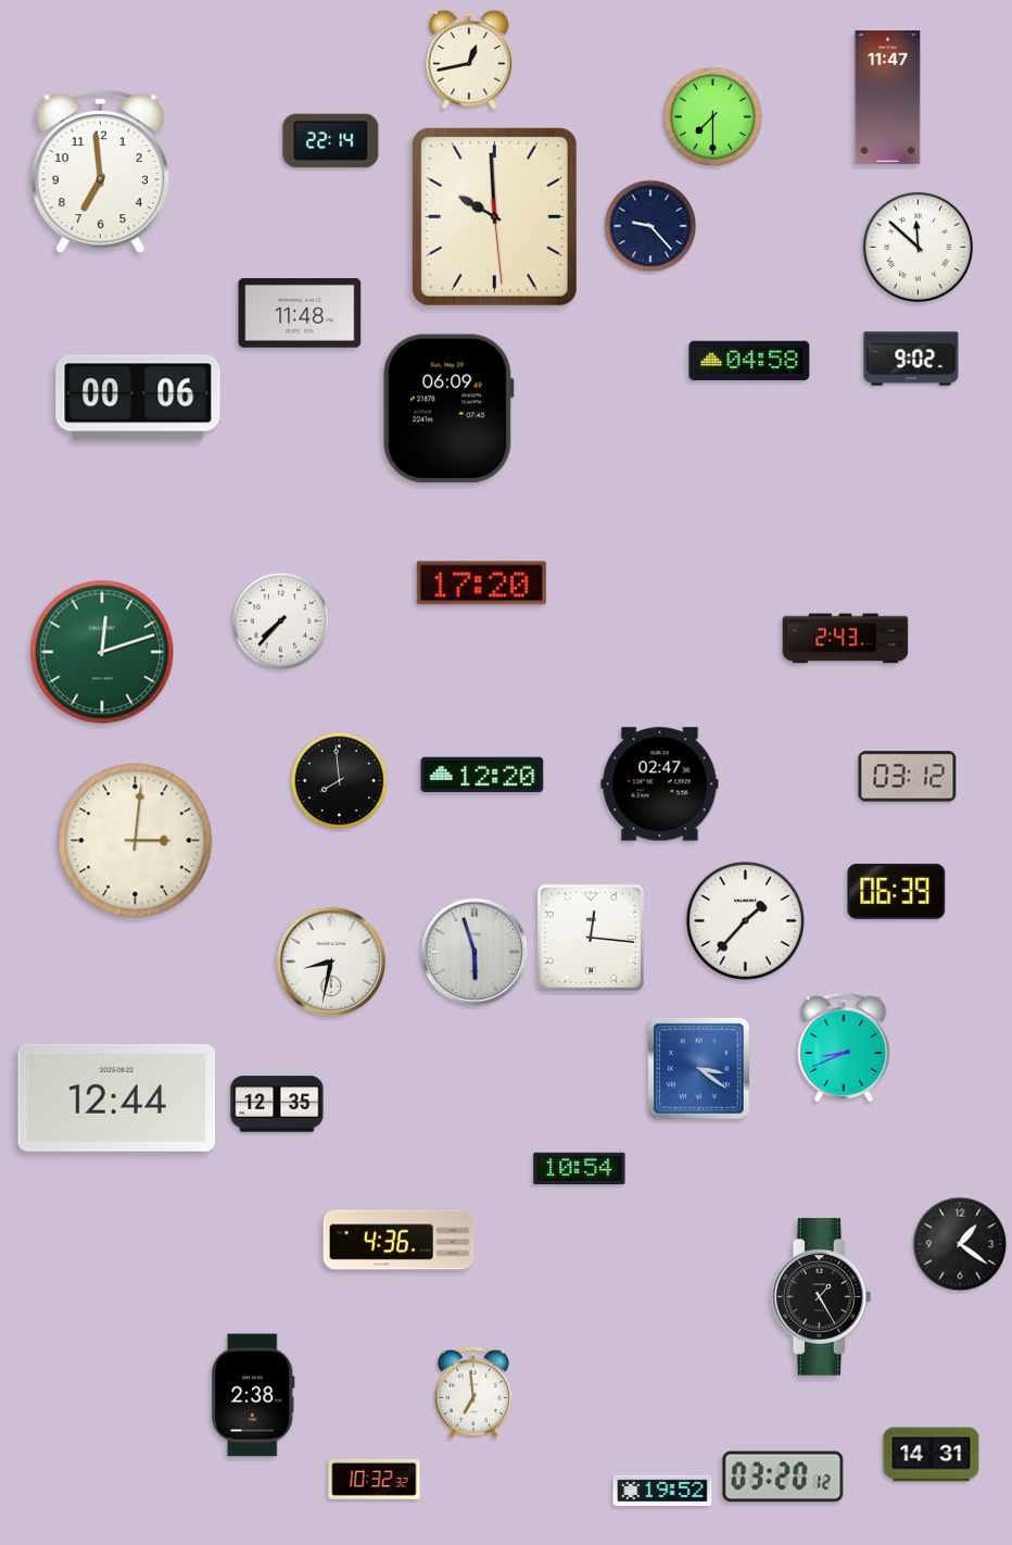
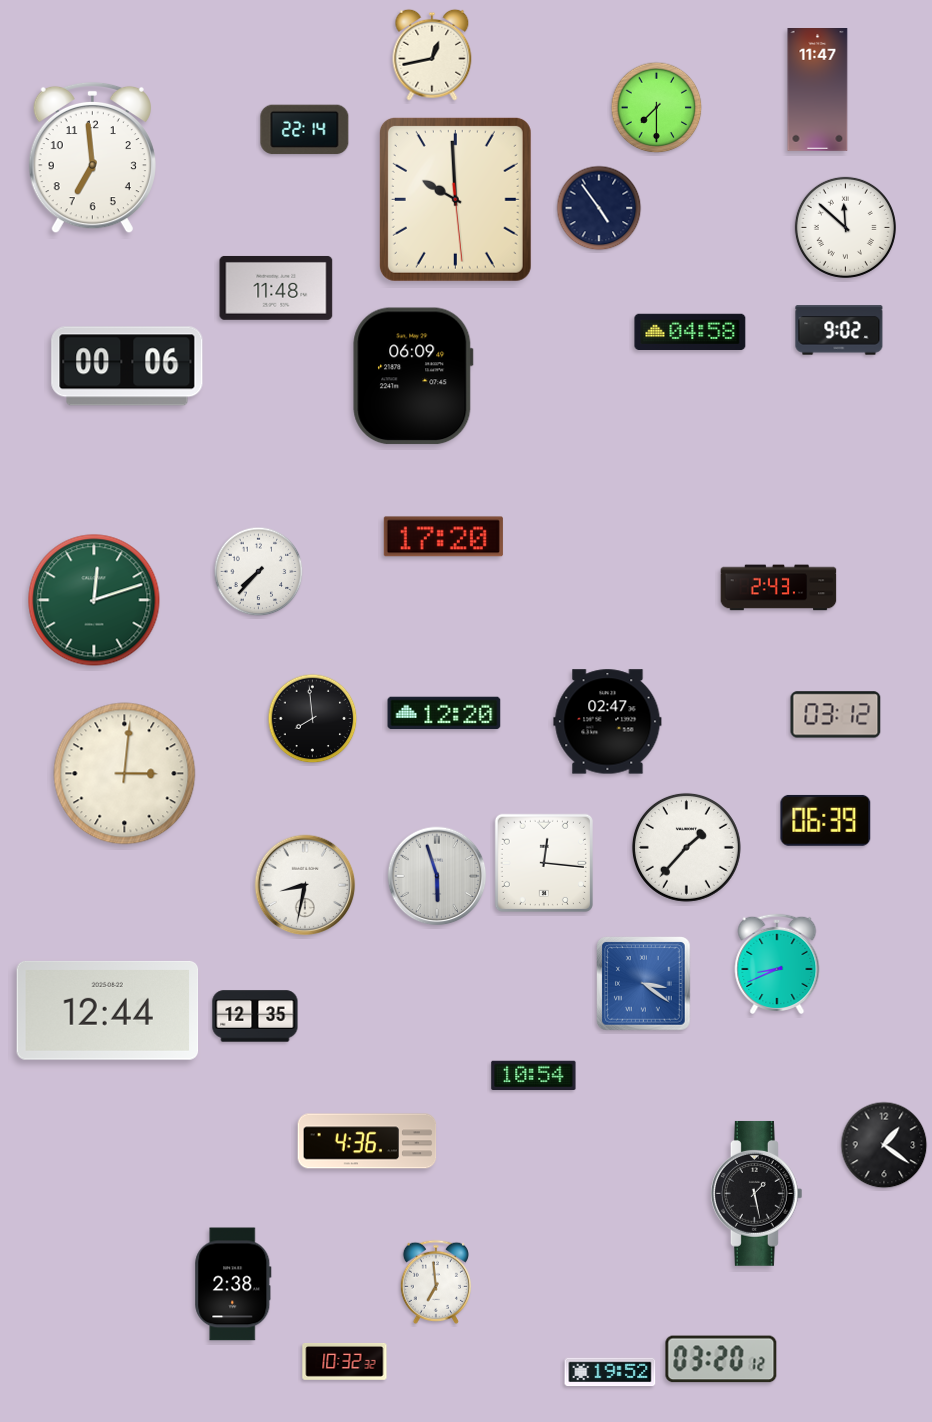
clock at (650, 226): 9:23 -> 4:54
clock at (821, 1296): 1:25 -> 1:28
clock at (932, 1455): 14:31 -> none
